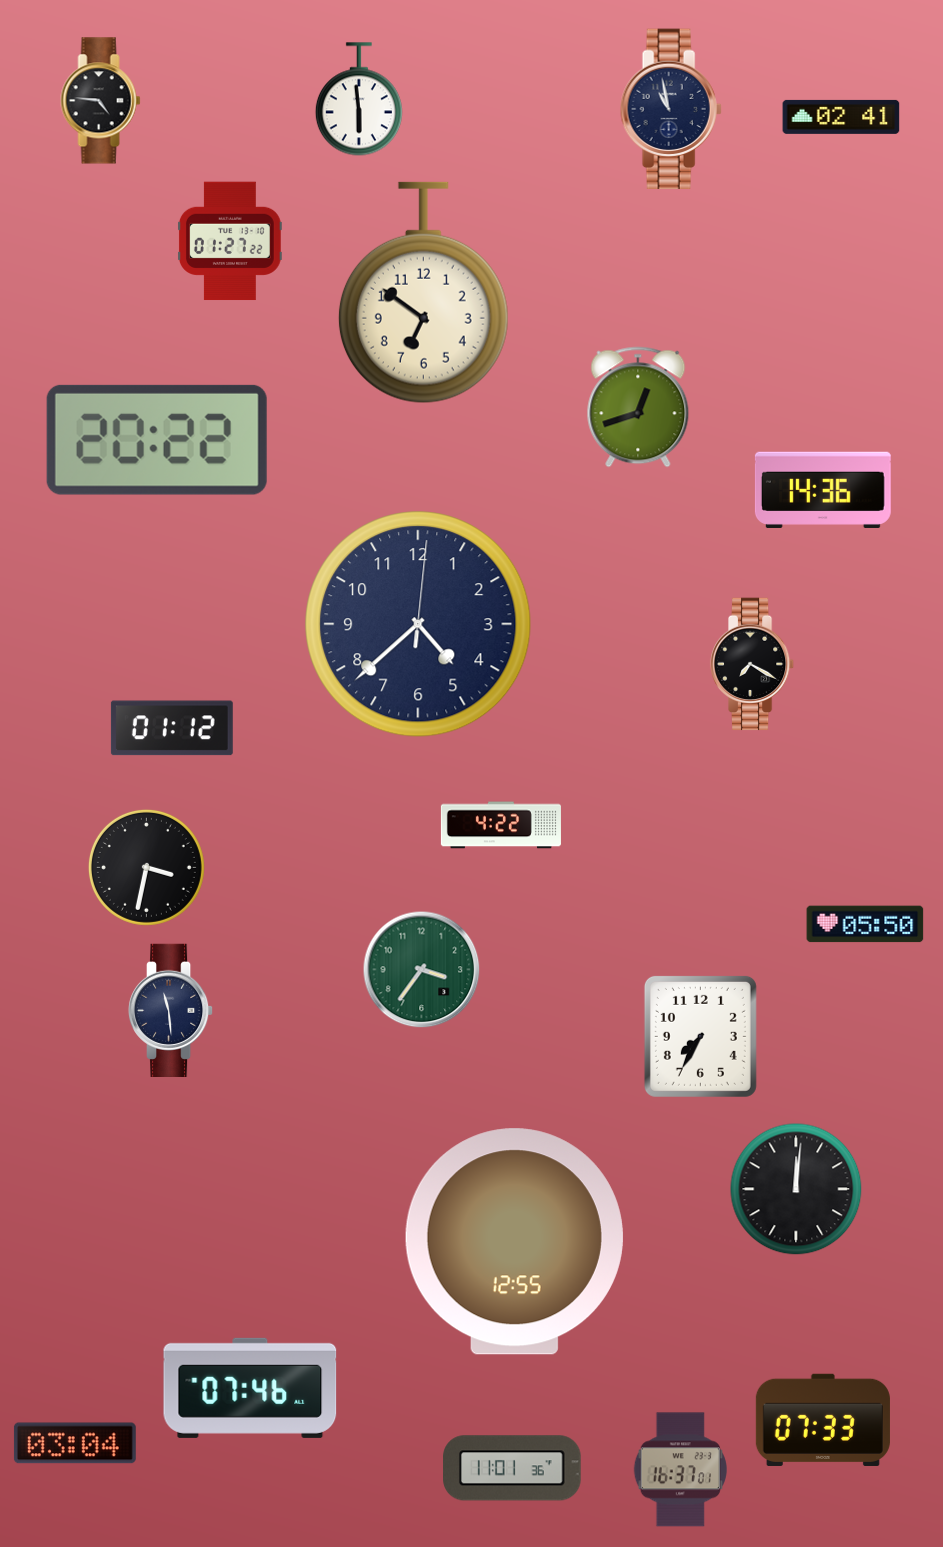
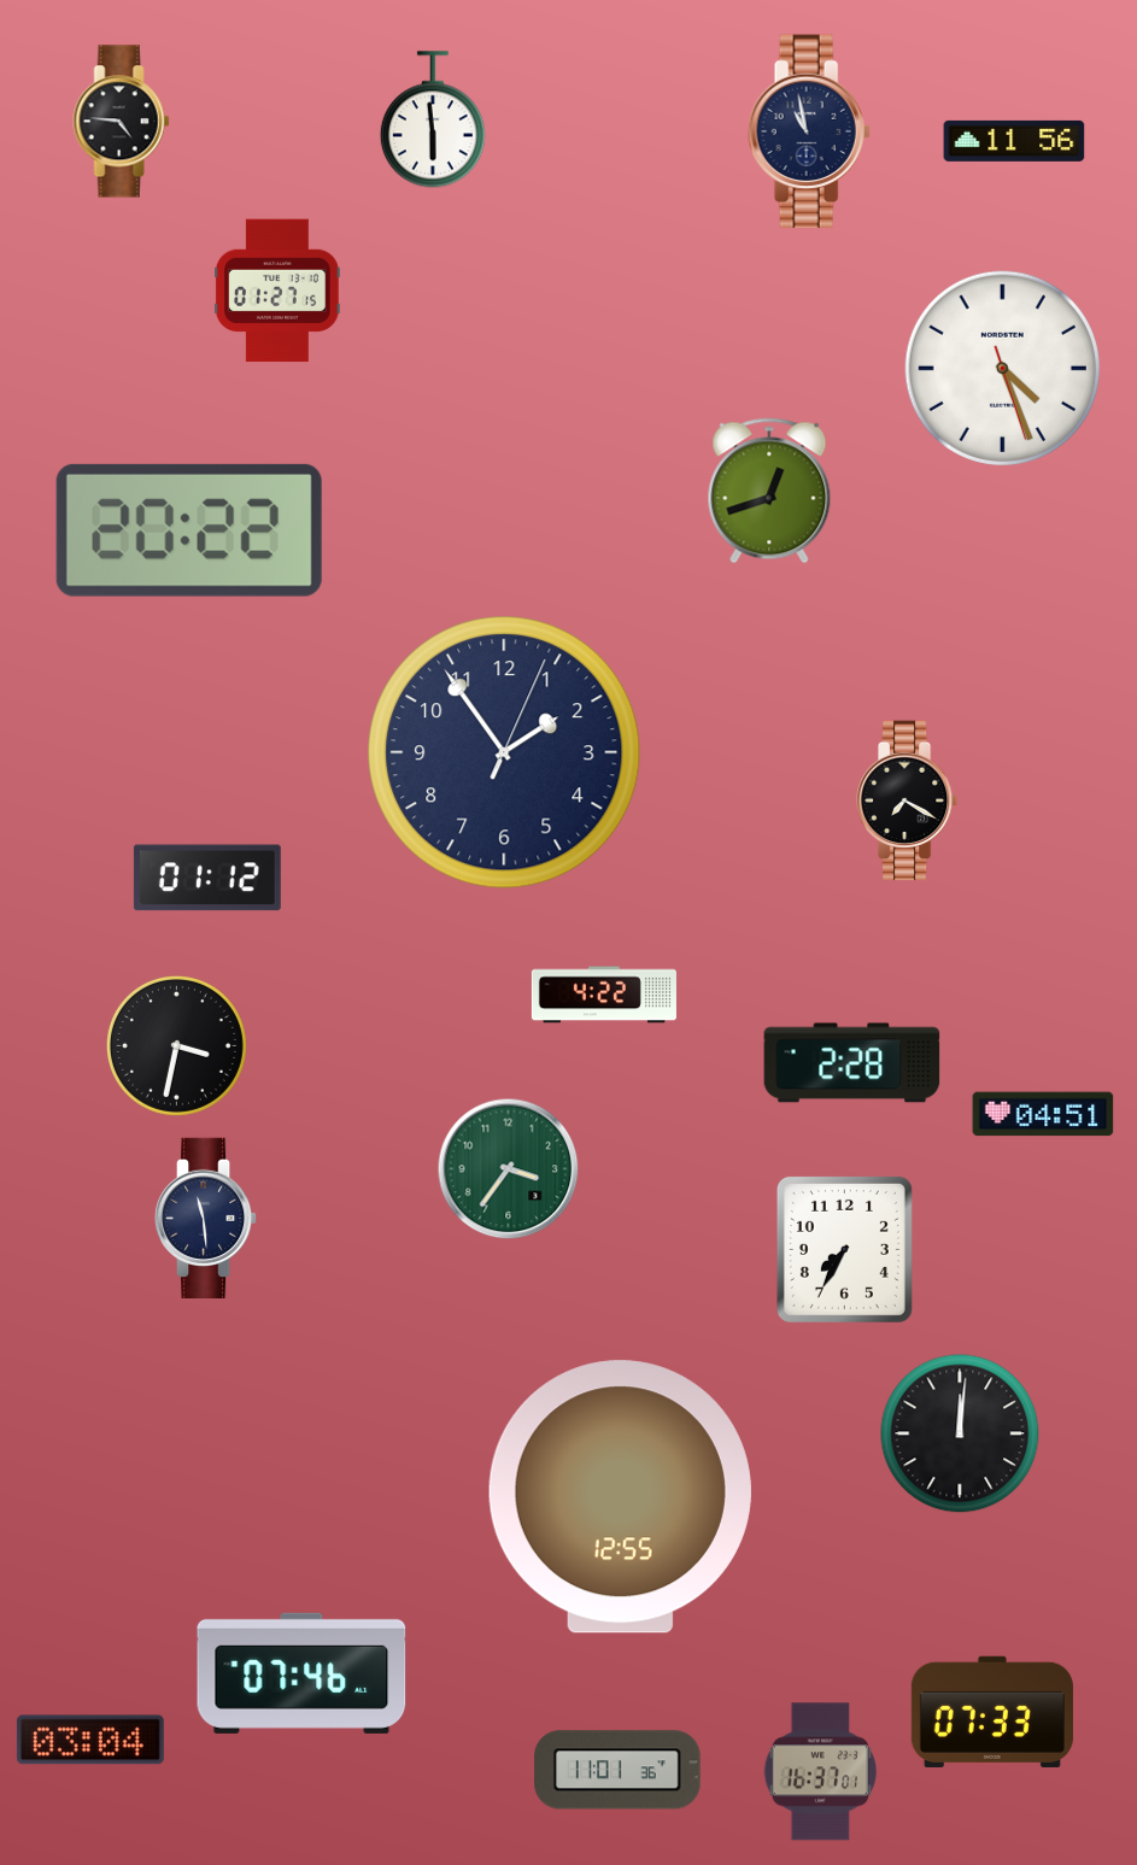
clock at (841, 117): 02:41 -> 11:56
clock at (231, 241): 01:27:22 -> 01:27:15
clock at (423, 293): 6:51 -> none
clock at (1002, 368): none -> 4:26
clock at (823, 490): 14:36 -> none
clock at (418, 624): 4:38 -> 1:54
clock at (852, 1063): none -> 2:28
clock at (865, 924): 05:50 -> 04:51
